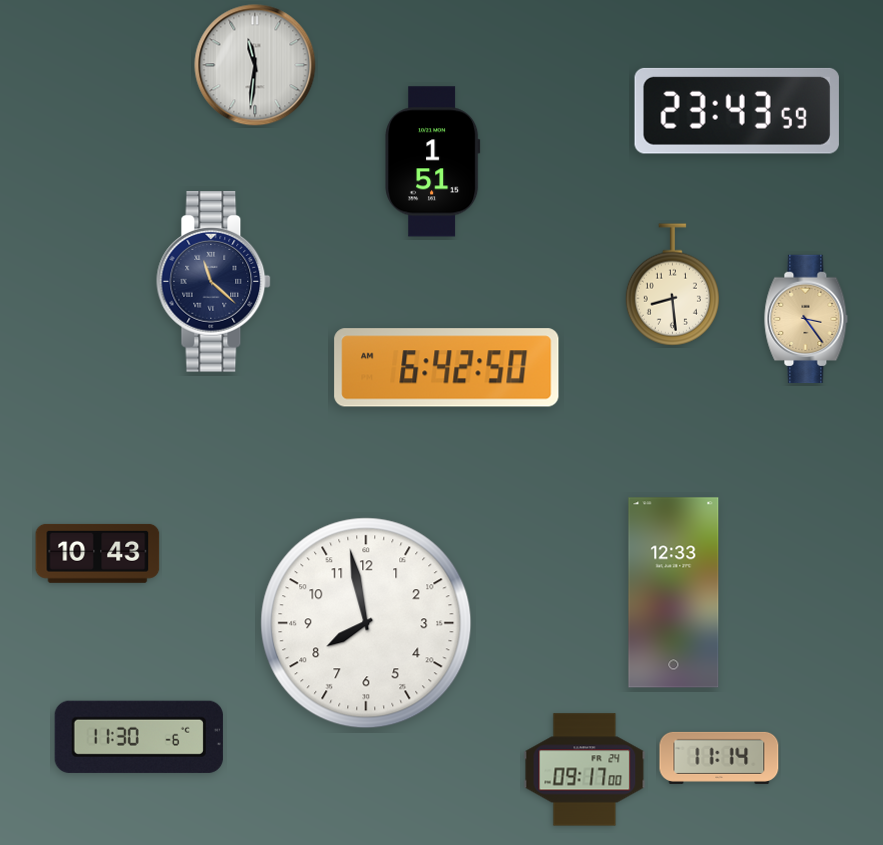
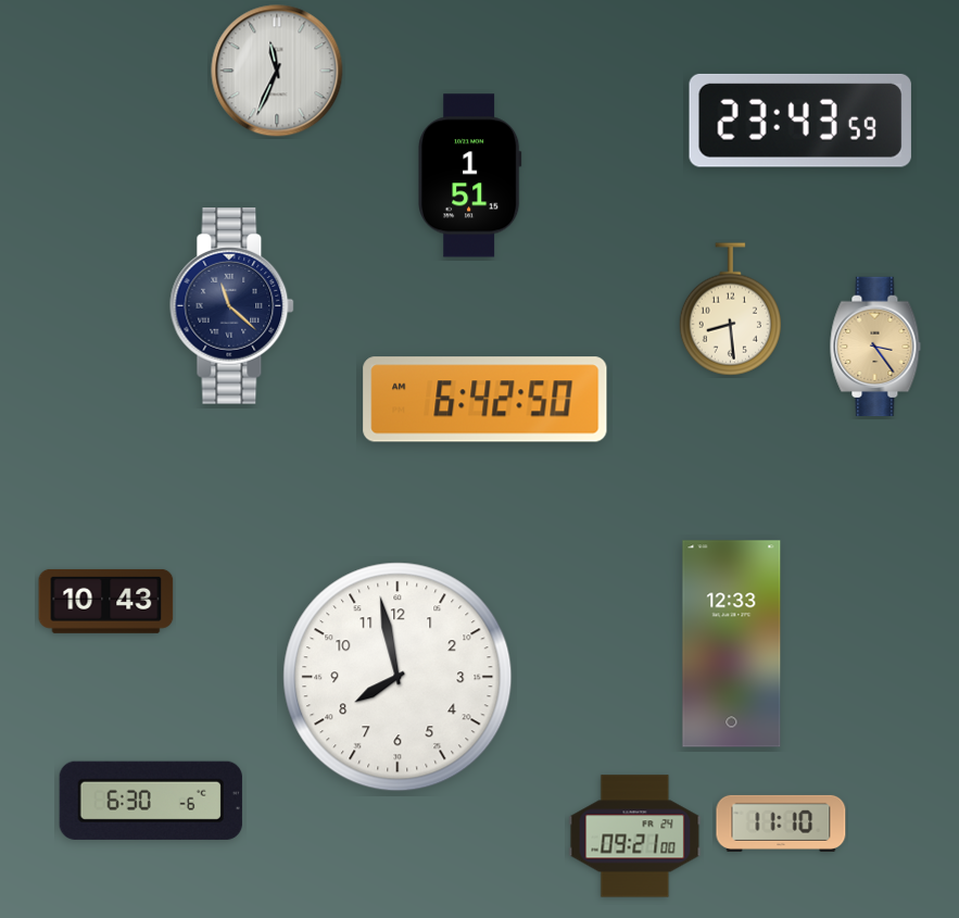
clock at (255, 65): 11:31 -> 11:34
clock at (139, 737): 11:30 -> 6:30
clock at (719, 758): 11:14 -> 11:10
clock at (585, 770): 09:17 -> 09:21
